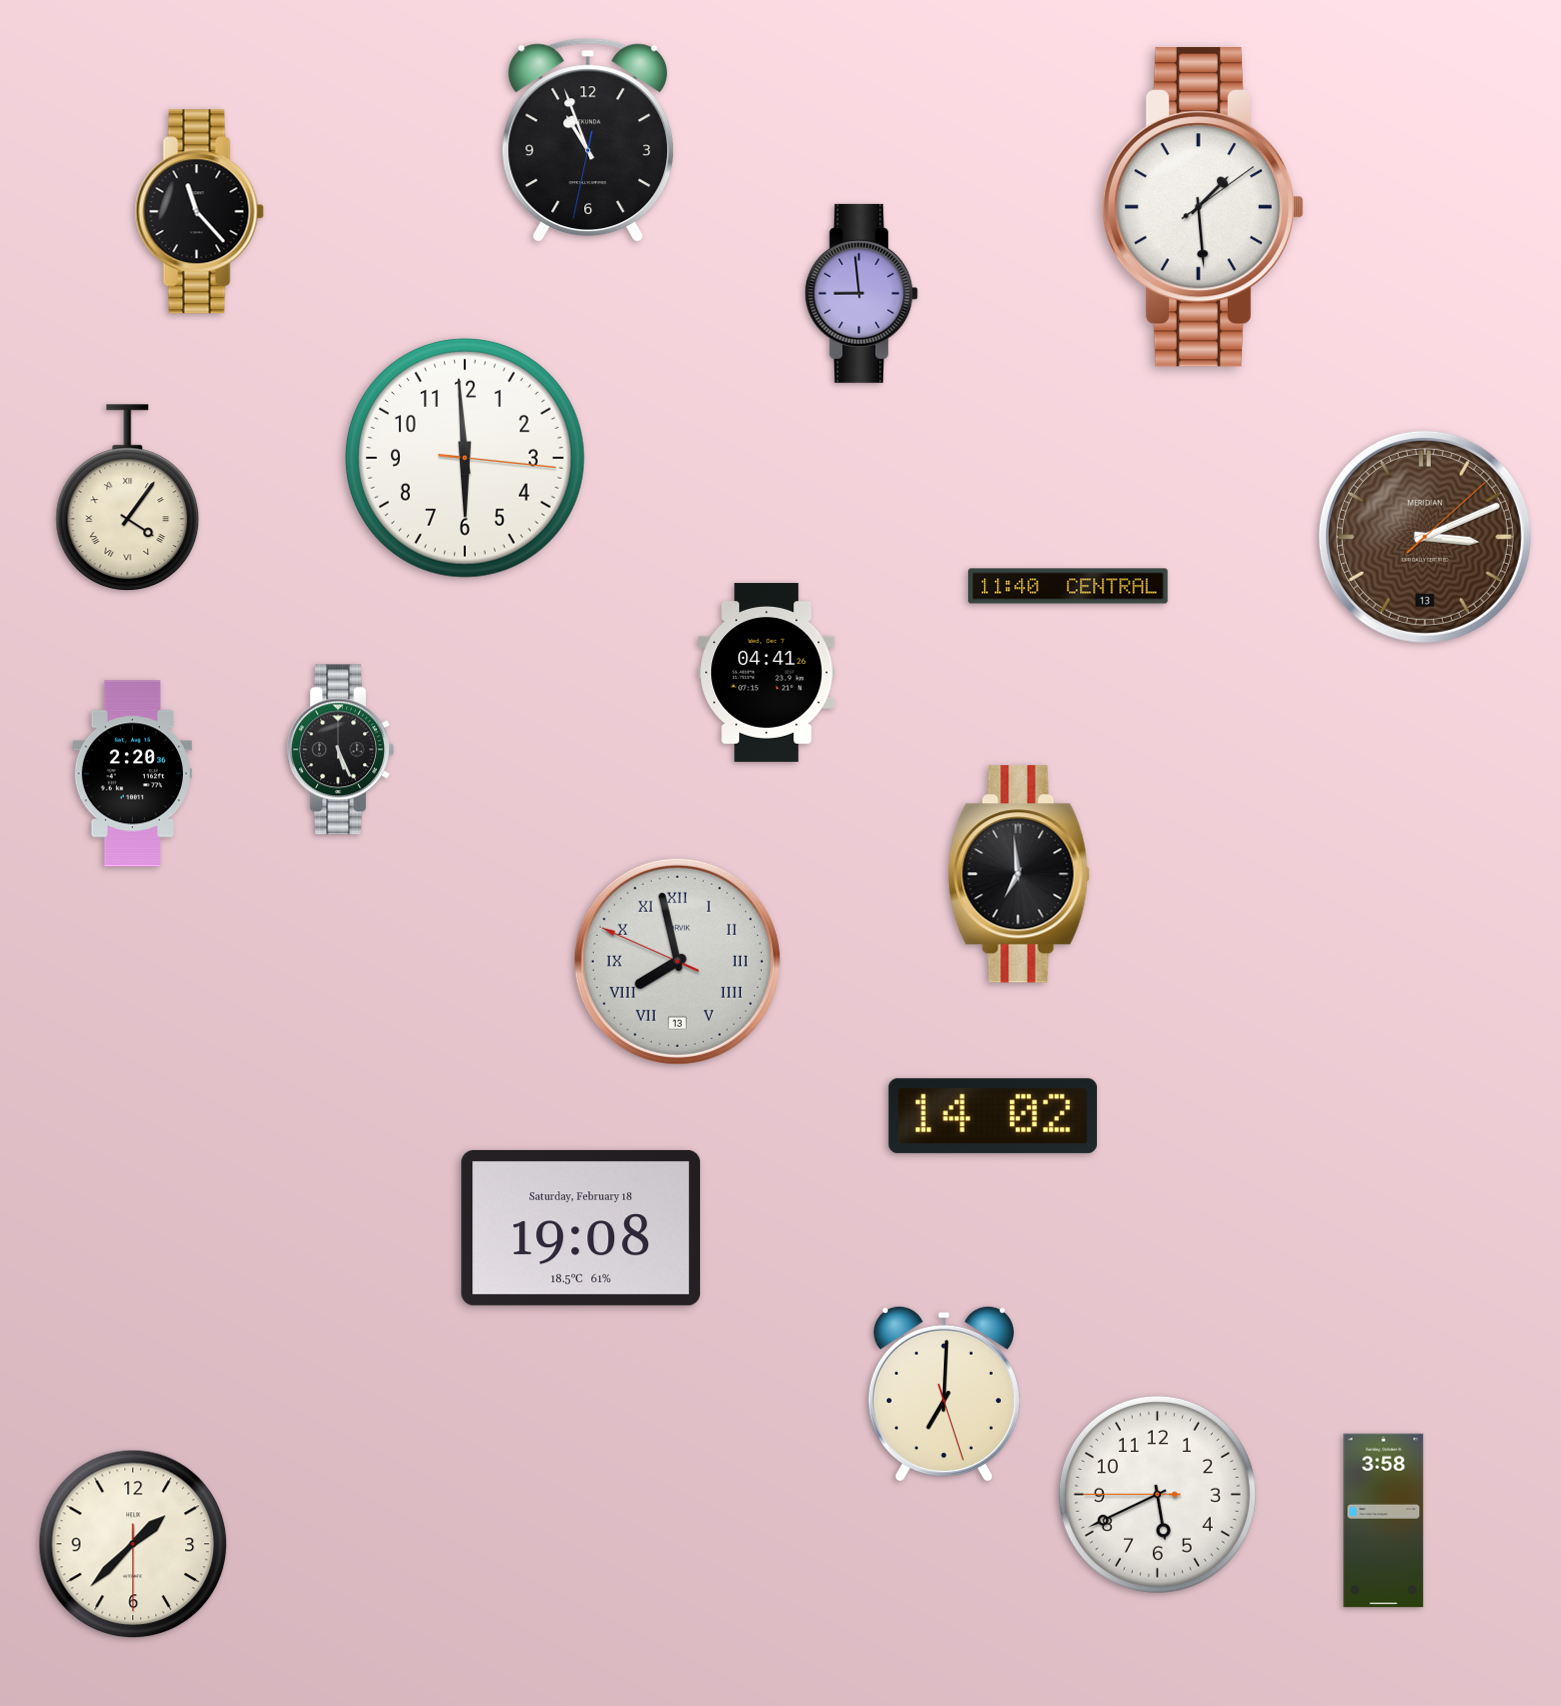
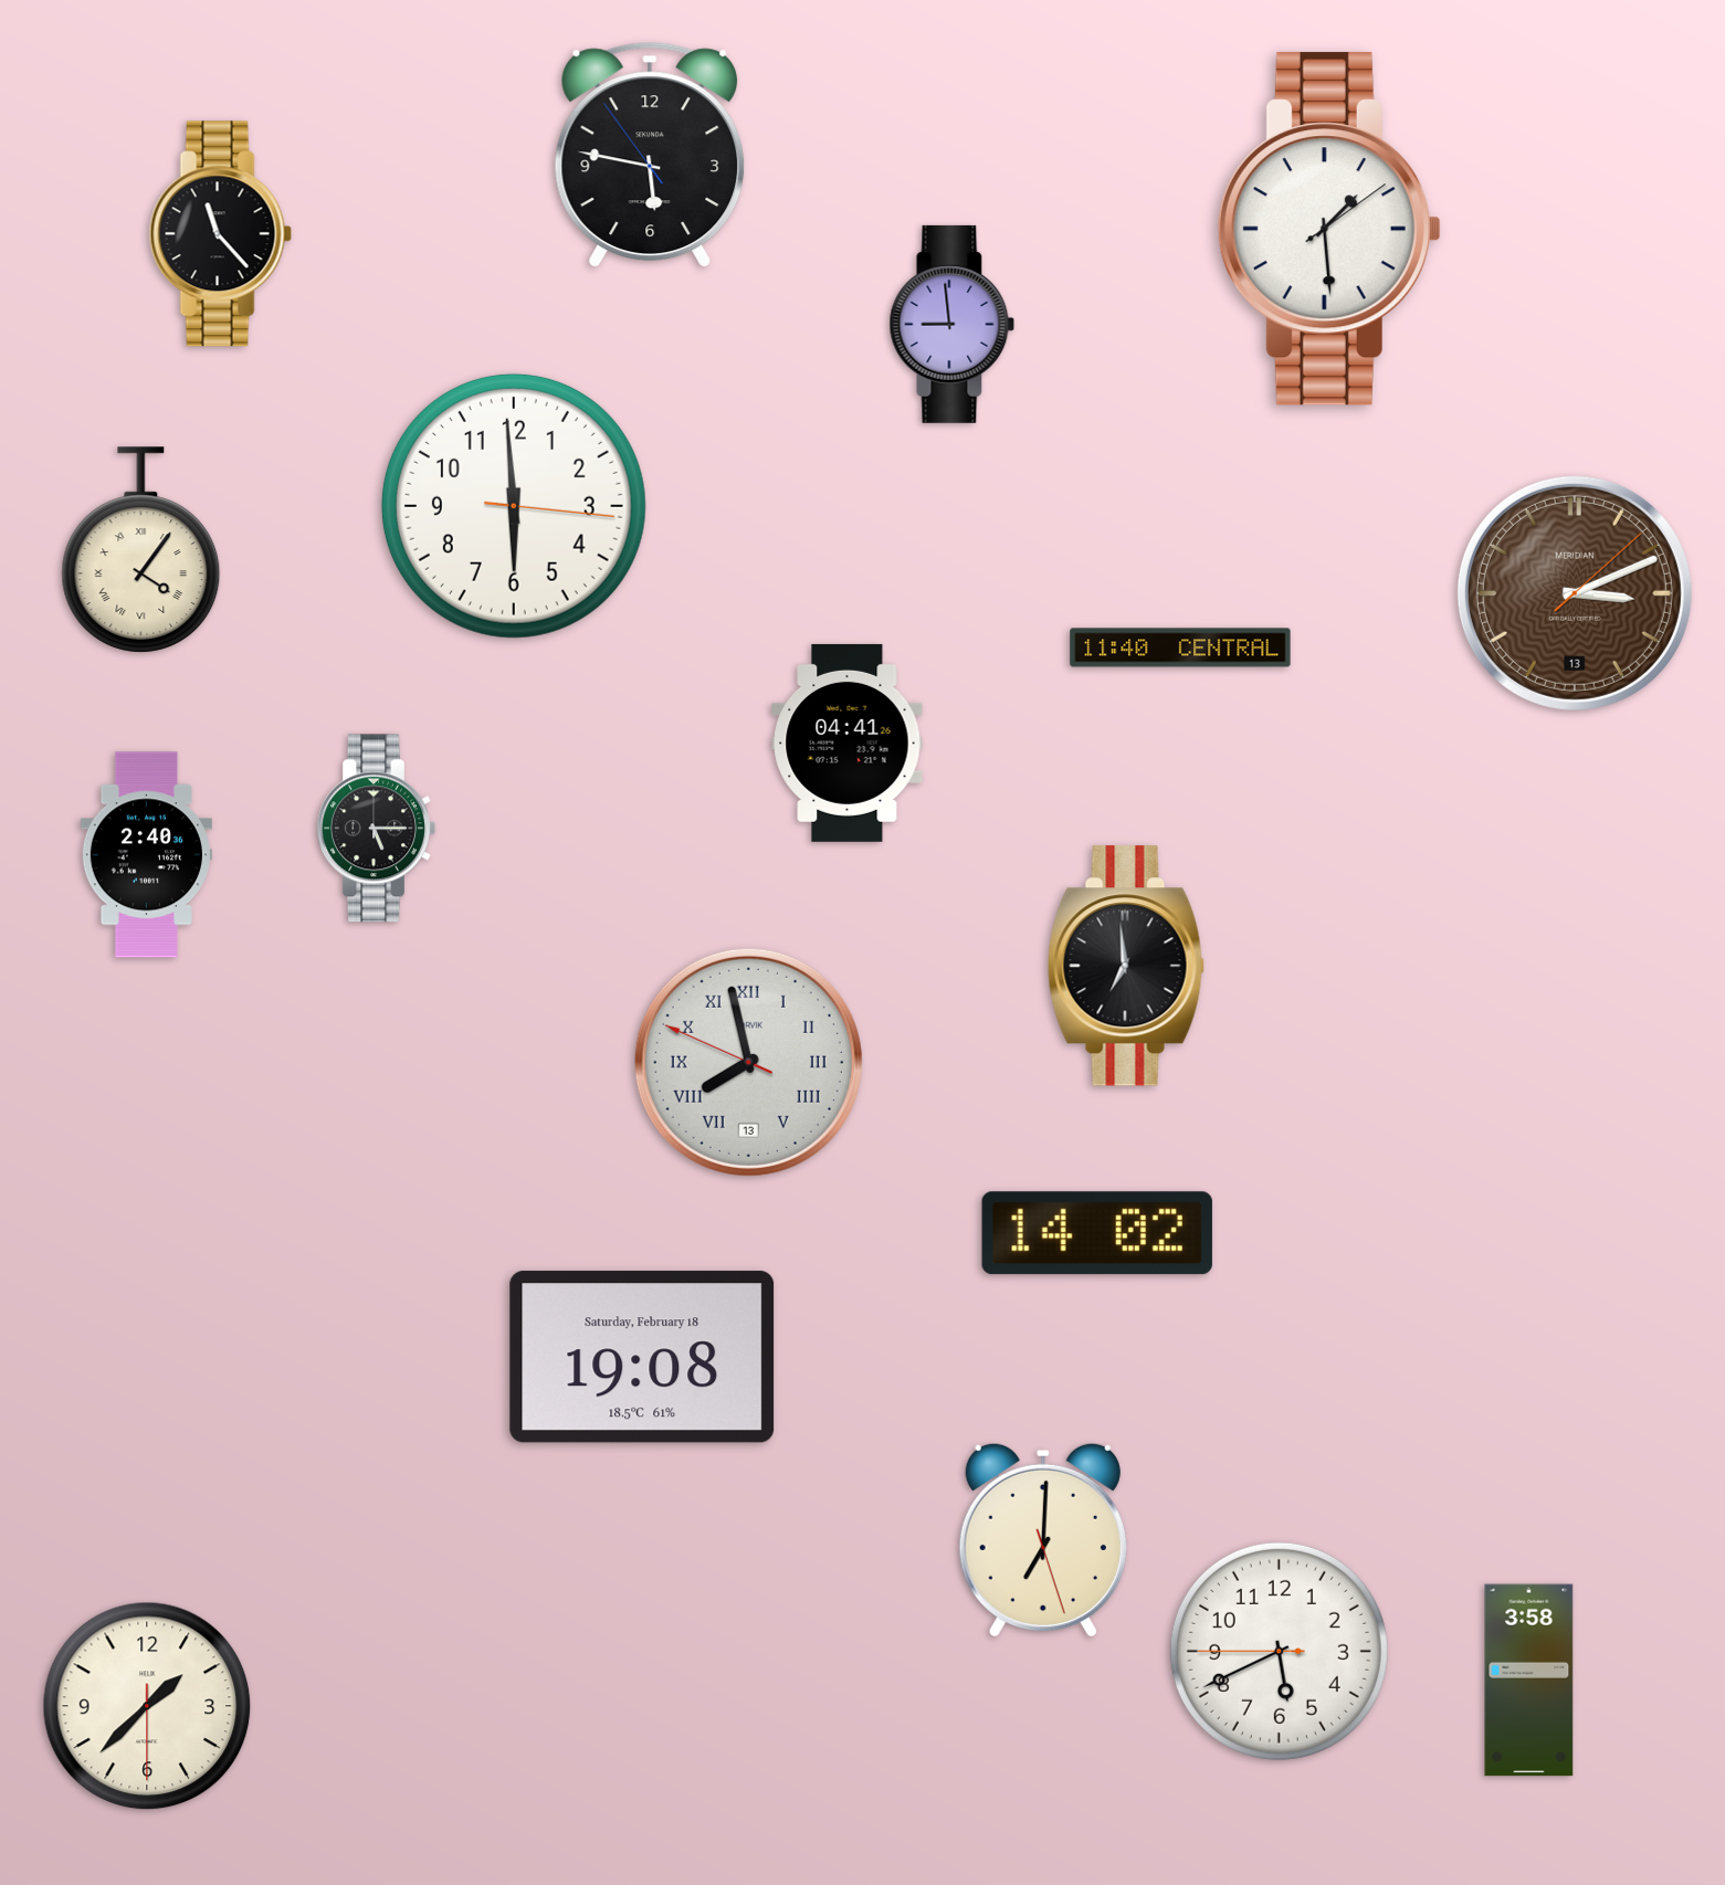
clock at (588, 139): 10:56 -> 5:46
clock at (340, 750): 5:26 -> 5:15
clock at (132, 774): 2:20 -> 2:40
